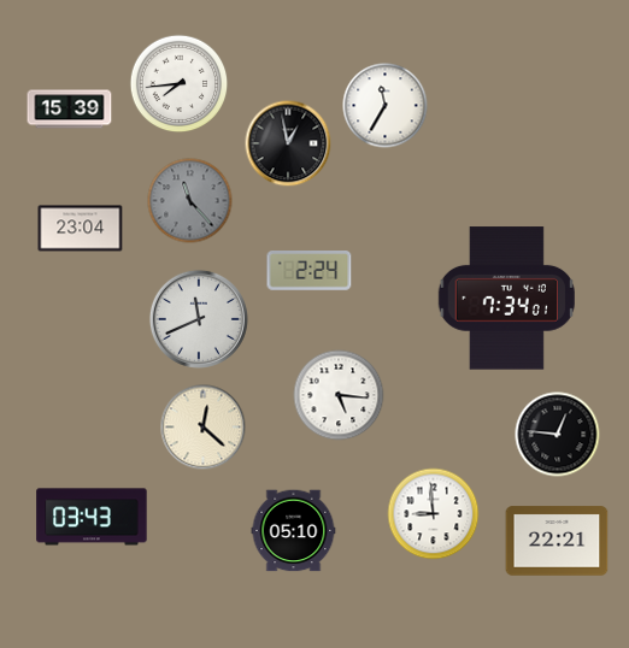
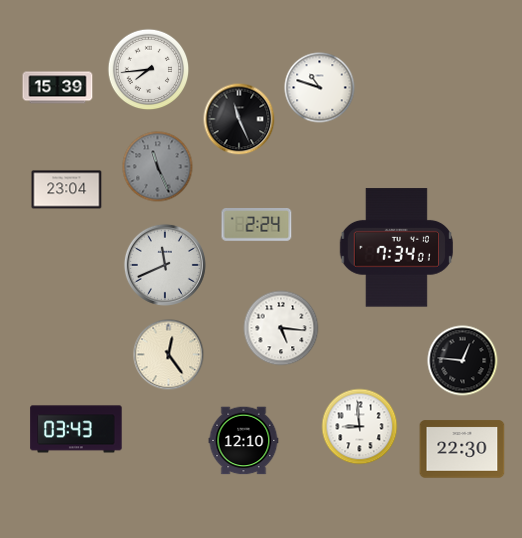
clock at (386, 106): 11:35 -> 10:48
clock at (70, 110) position: (70, 110) -> (58, 88)
clock at (288, 143): 12:58 -> 11:26
clock at (190, 201): 11:23 -> 11:26
clock at (506, 299) position: (506, 299) -> (396, 248)
clock at (204, 428): 12:22 -> 12:24
clock at (294, 531): 05:10 -> 12:10
clock at (557, 541): 22:21 -> 22:30
